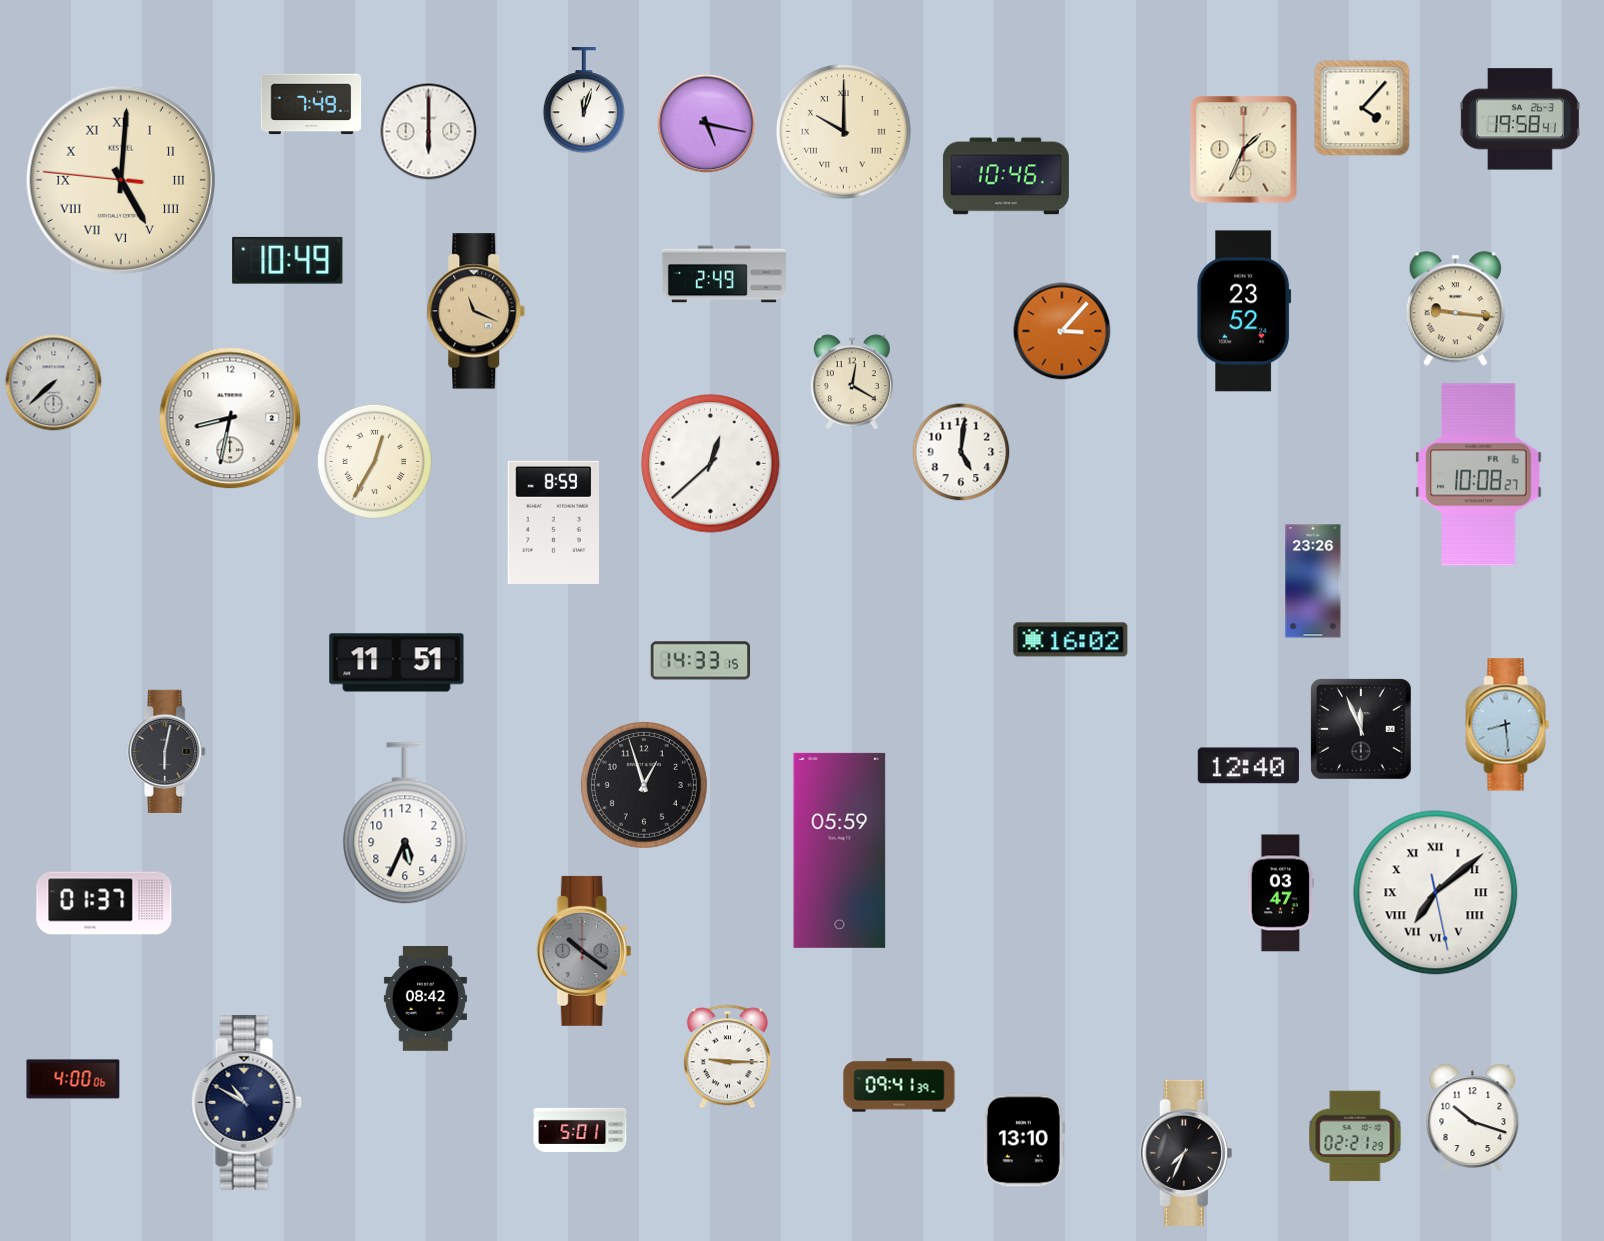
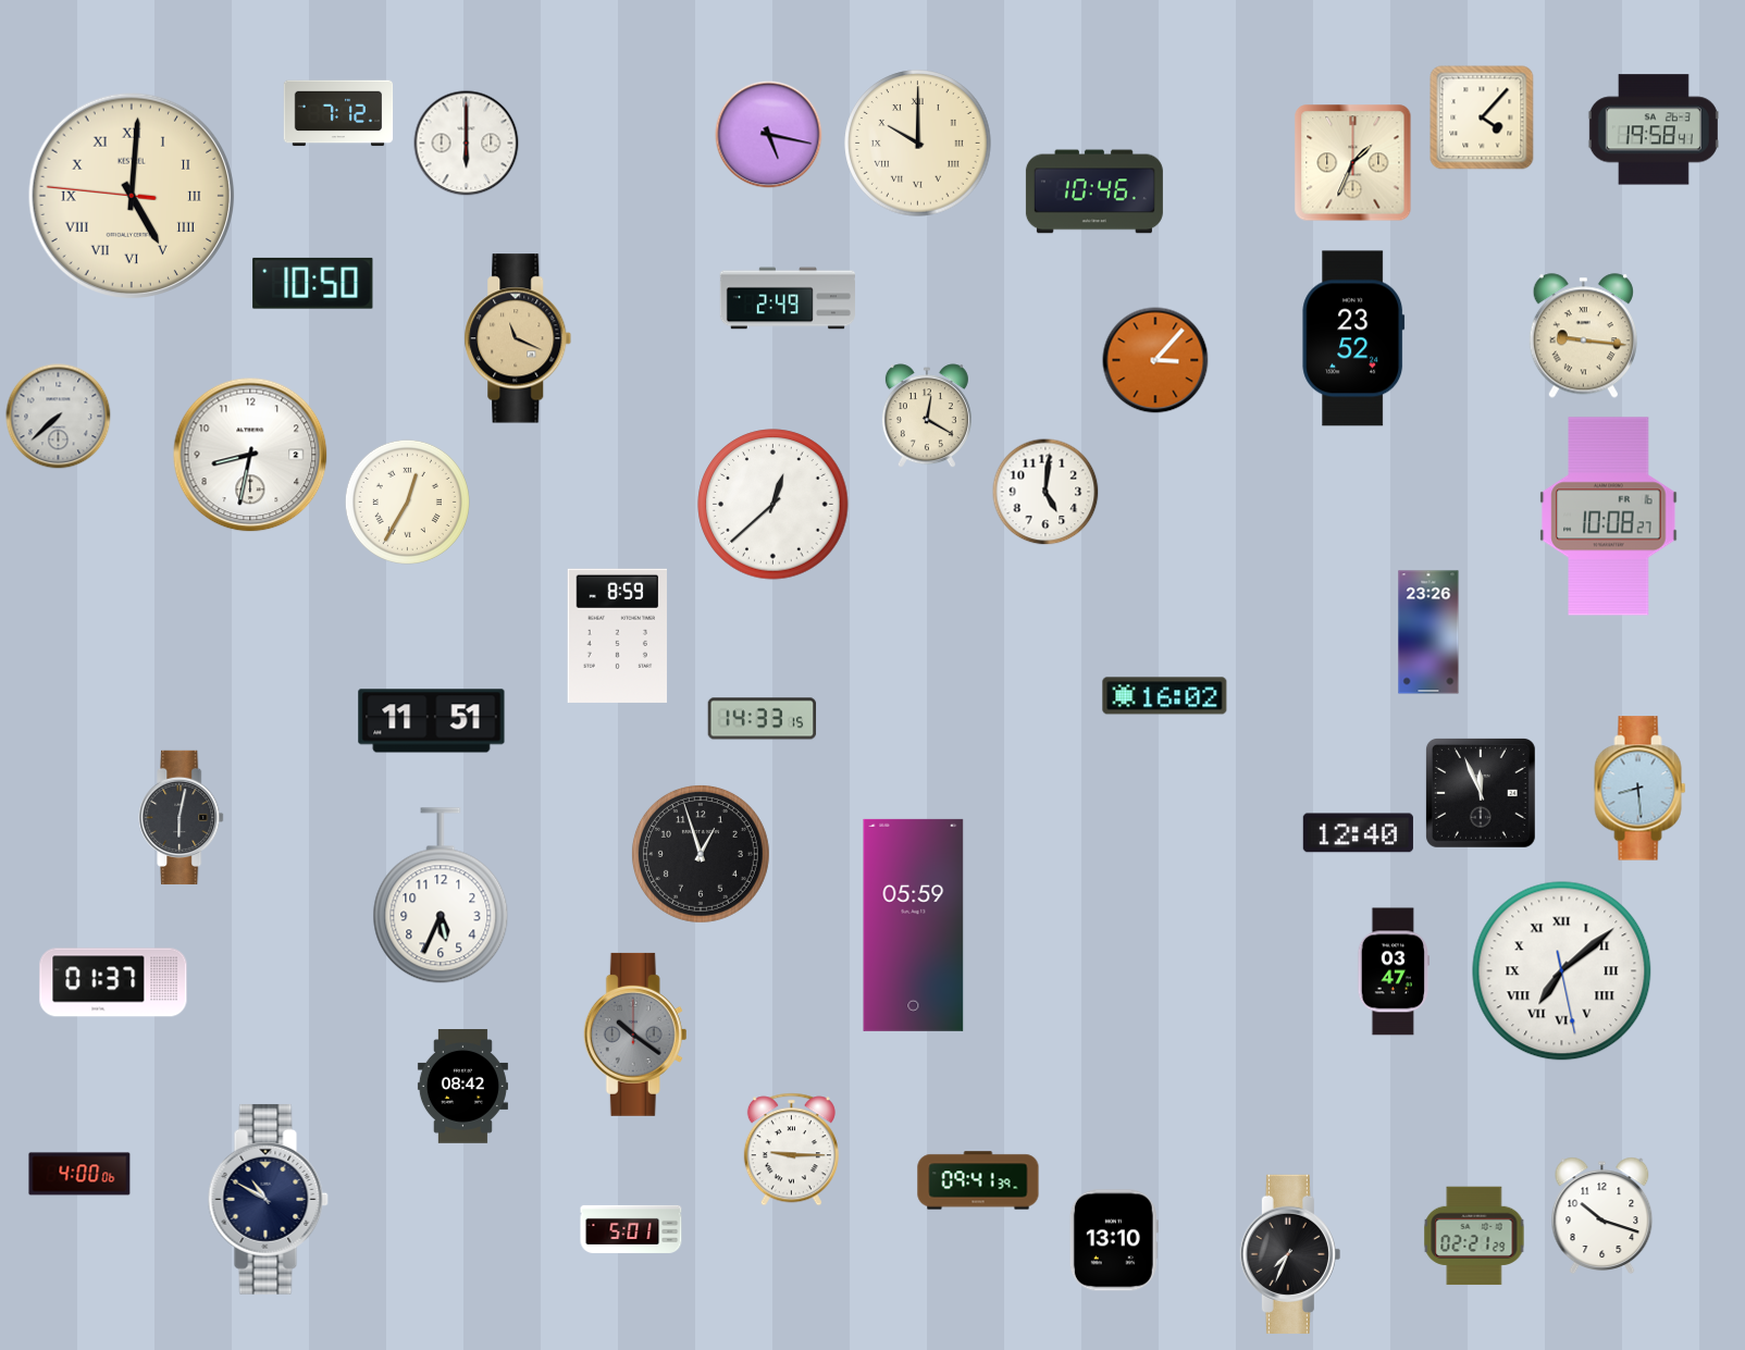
clock at (583, 101): 12:03 -> none
clock at (311, 104): 7:49 -> 7:12
clock at (288, 260): 10:49 -> 10:50
clock at (554, 522) position: (554, 522) -> (618, 635)
